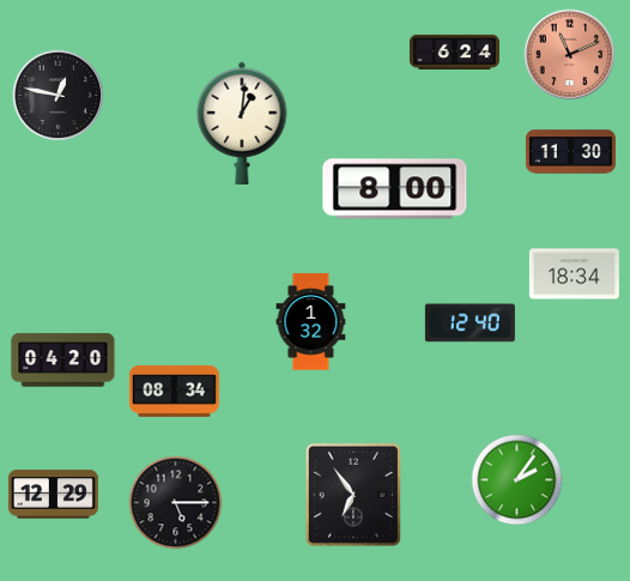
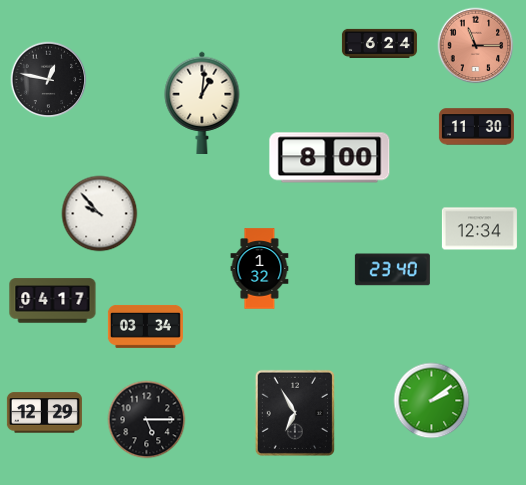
clock at (570, 55): 11:11 -> 11:15
clock at (100, 214): none -> 9:53
clock at (574, 274): 18:34 -> 12:34
clock at (470, 323): 12:40 -> 23:40
clock at (63, 361): 04:20 -> 04:17
clock at (174, 391): 08:34 -> 03:34
clock at (517, 480): 2:06 -> 2:09
clock at (353, 495): 6:54 -> 6:55
